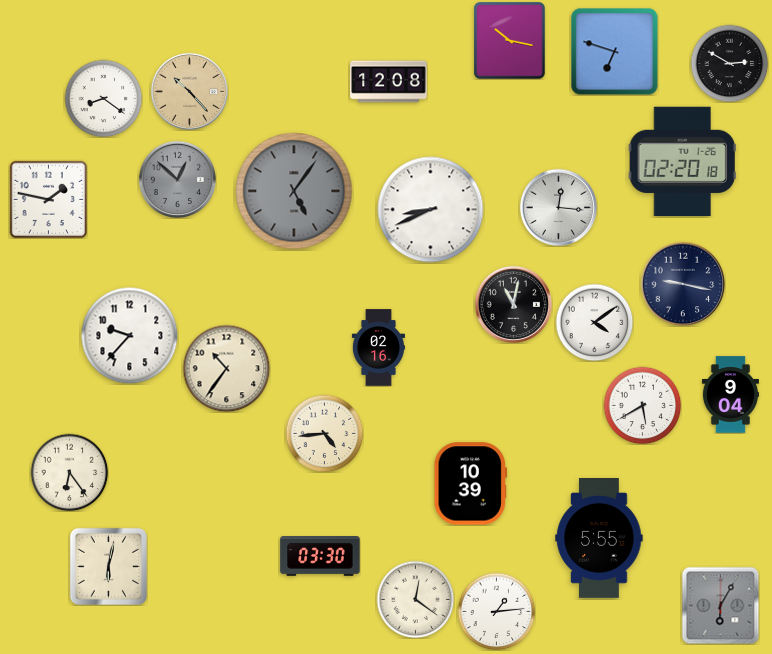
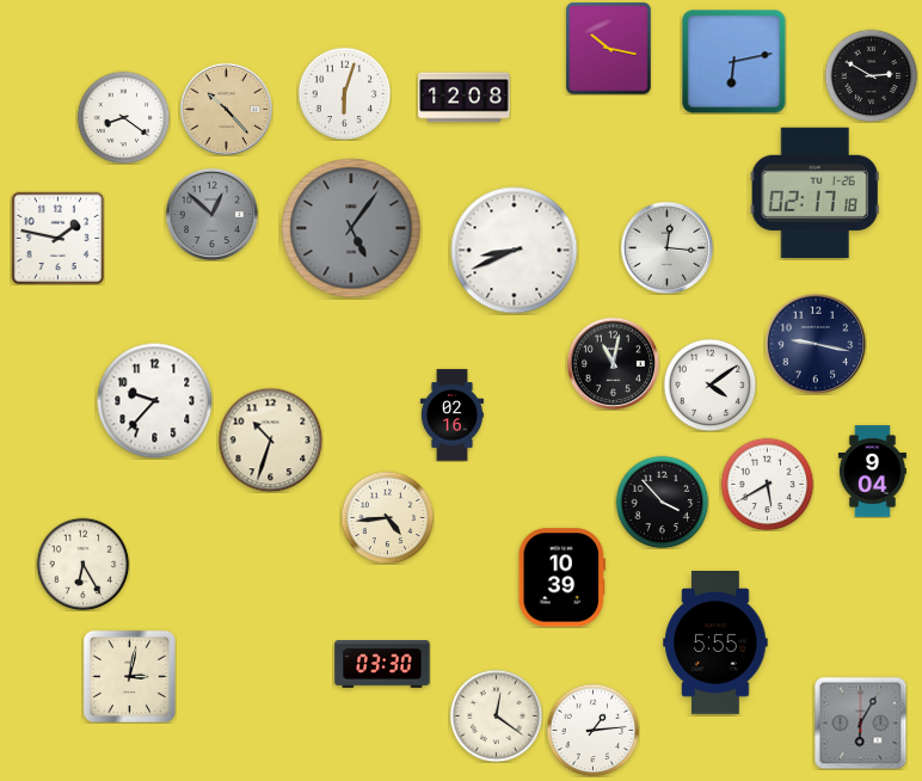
clock at (615, 52): 6:48 -> 6:13
clock at (344, 93): none -> 6:03
clock at (682, 161): 02:20 -> 02:17
clock at (683, 284) position: (683, 284) -> (816, 344)
clock at (226, 368): 10:36 -> 10:33
clock at (662, 502): none -> 3:53
clock at (69, 472): 6:24 -> 6:25
clock at (108, 566): 6:02 -> 3:02
